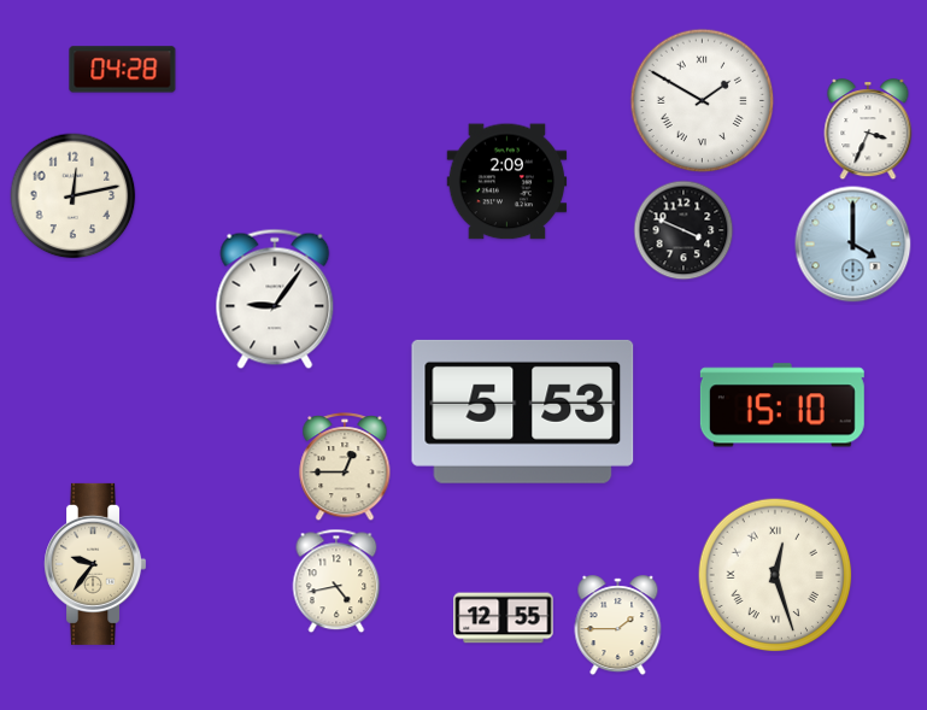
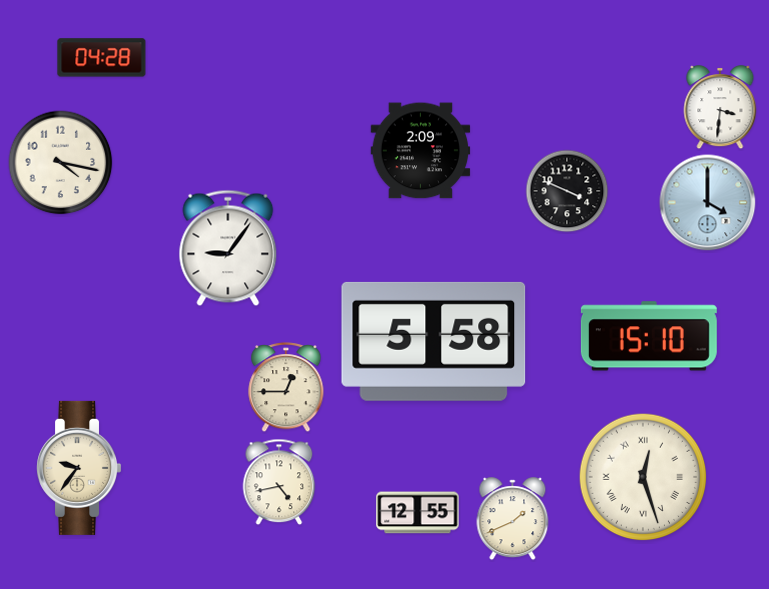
clock at (703, 101): 1:50 -> none
clock at (868, 130): 3:34 -> 3:31
clock at (74, 196): 12:13 -> 4:17
clock at (523, 411): 5:53 -> 5:58
clock at (618, 626): 1:45 -> 1:41
